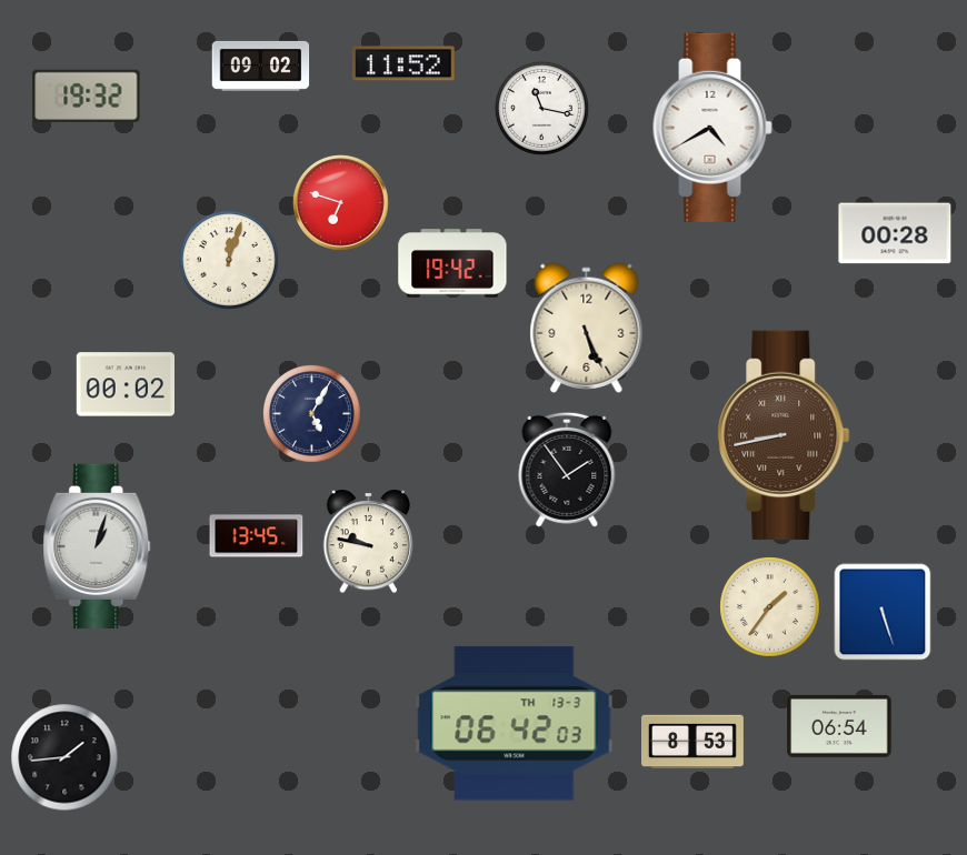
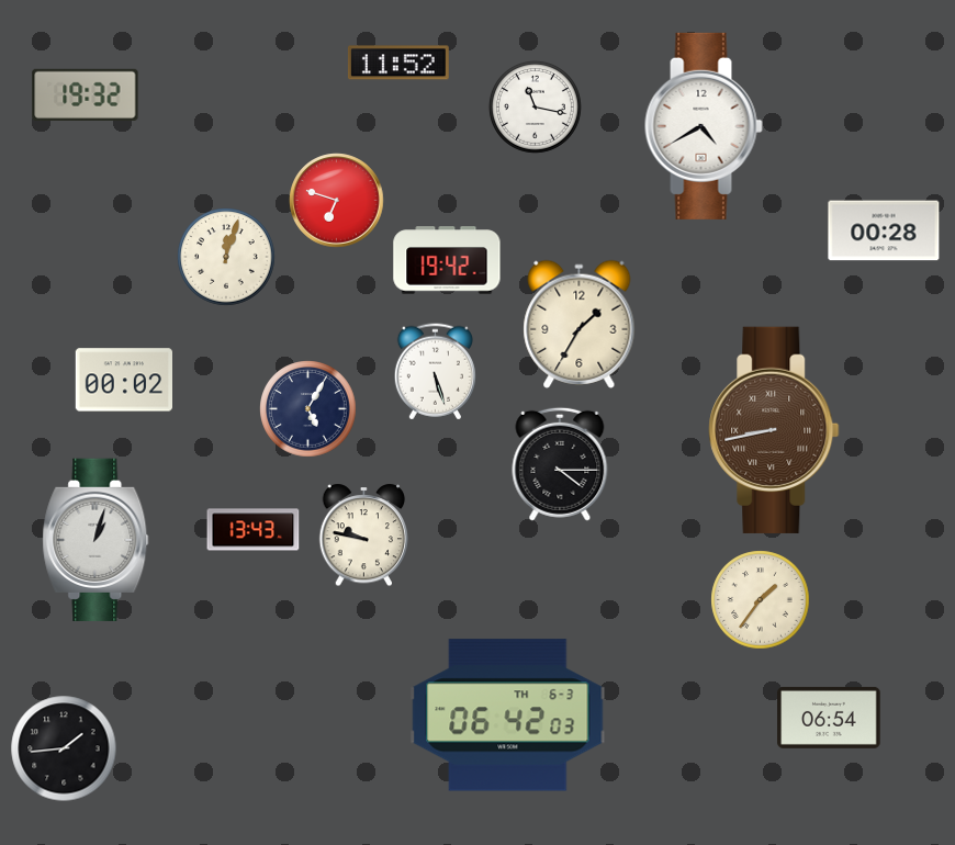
clock at (261, 66): 09:02 -> none
clock at (587, 328): 5:26 -> 1:35
clock at (435, 372): none -> 5:27
clock at (567, 470): 1:54 -> 4:15
clock at (257, 536): 13:45 -> 13:43
clock at (883, 612): 5:27 -> none
clock at (515, 724) date: TH 13-3 -> TH 6-3
clock at (694, 742): 8:53 -> none
